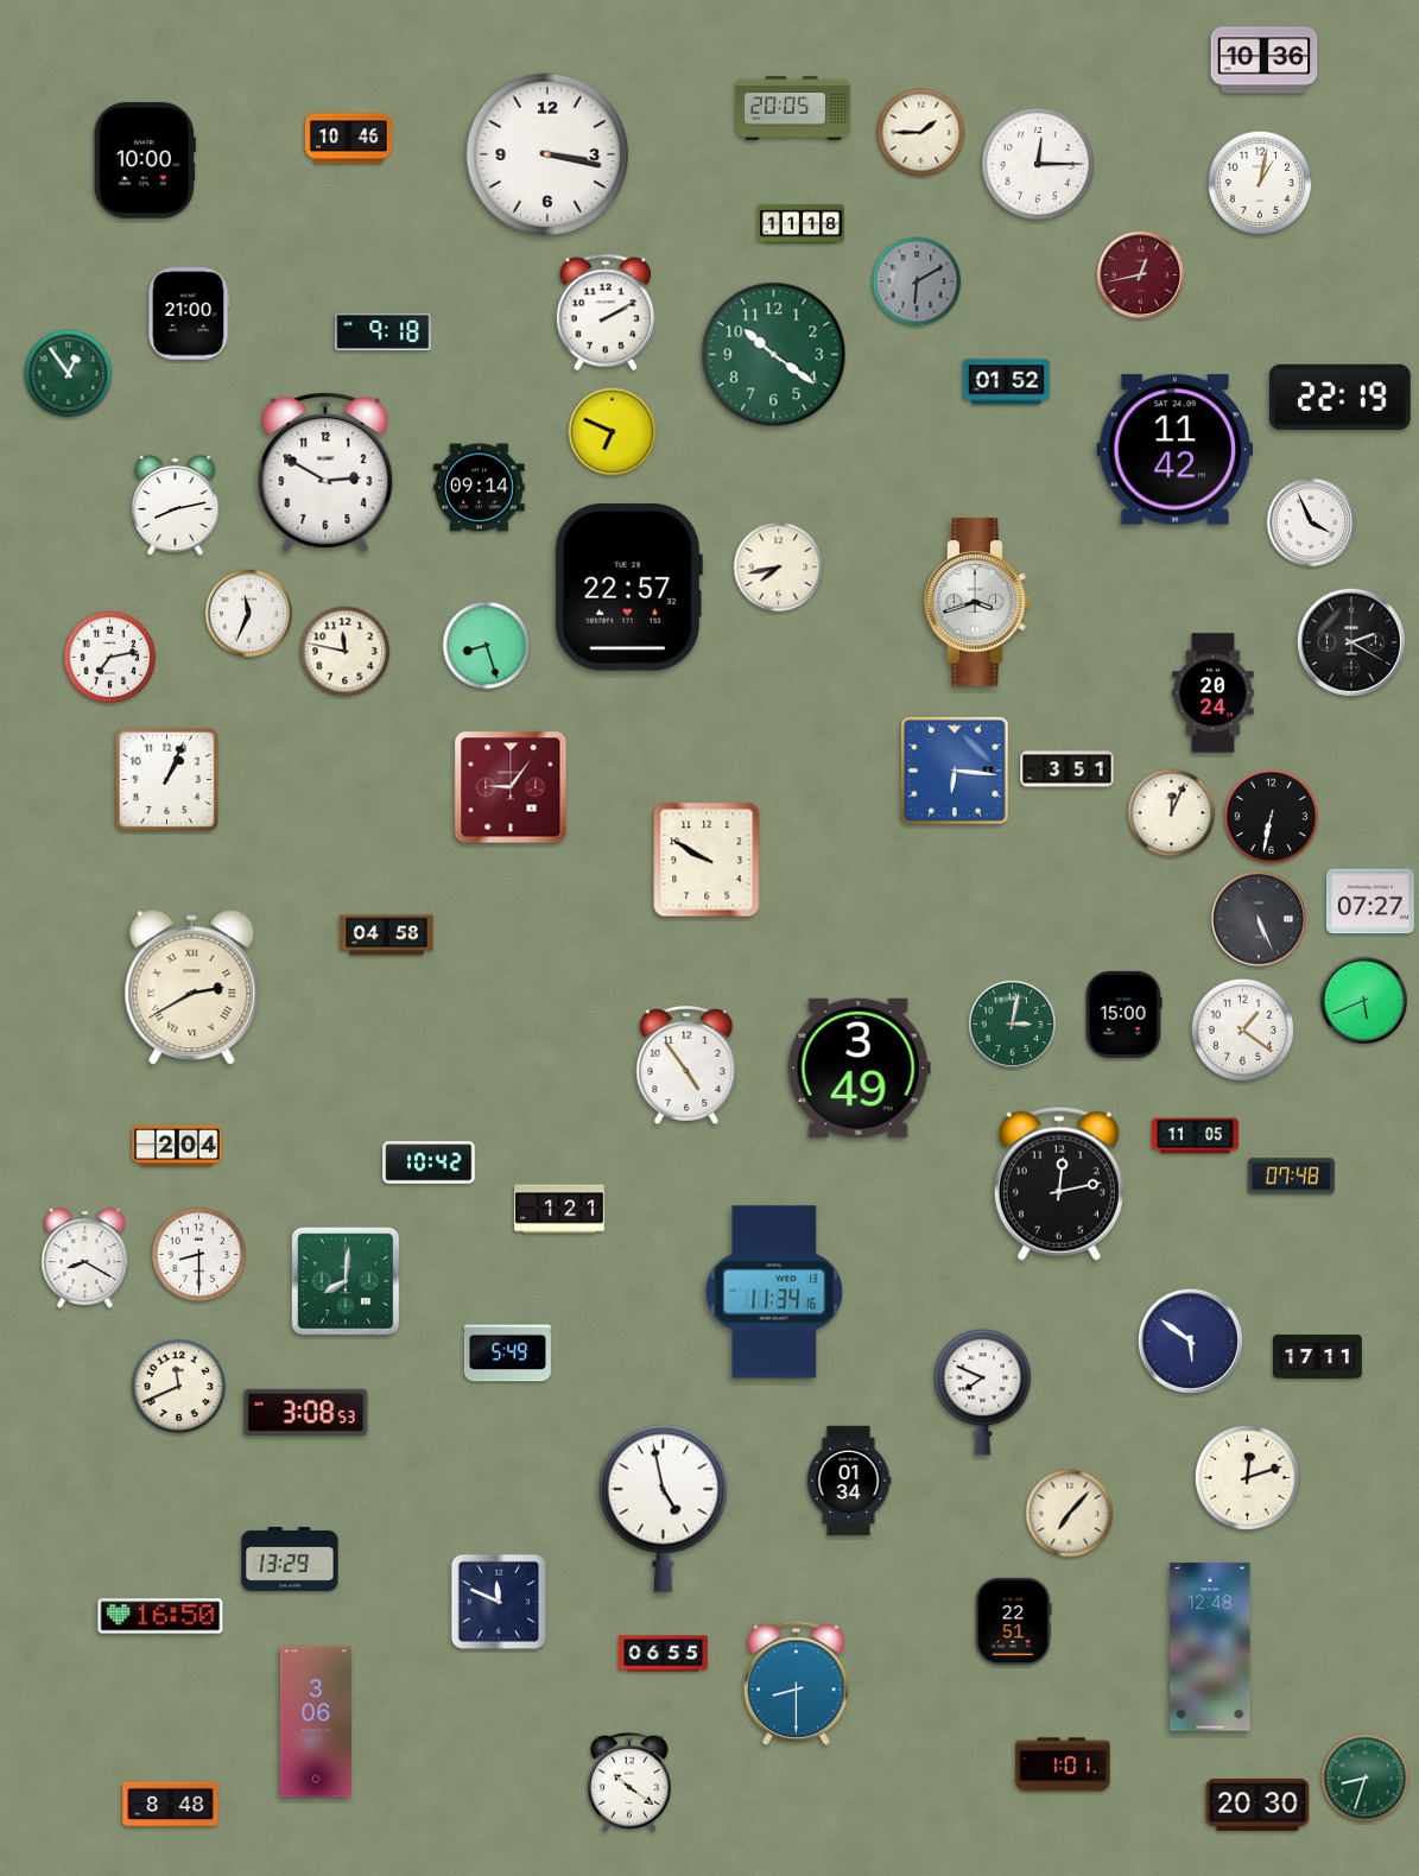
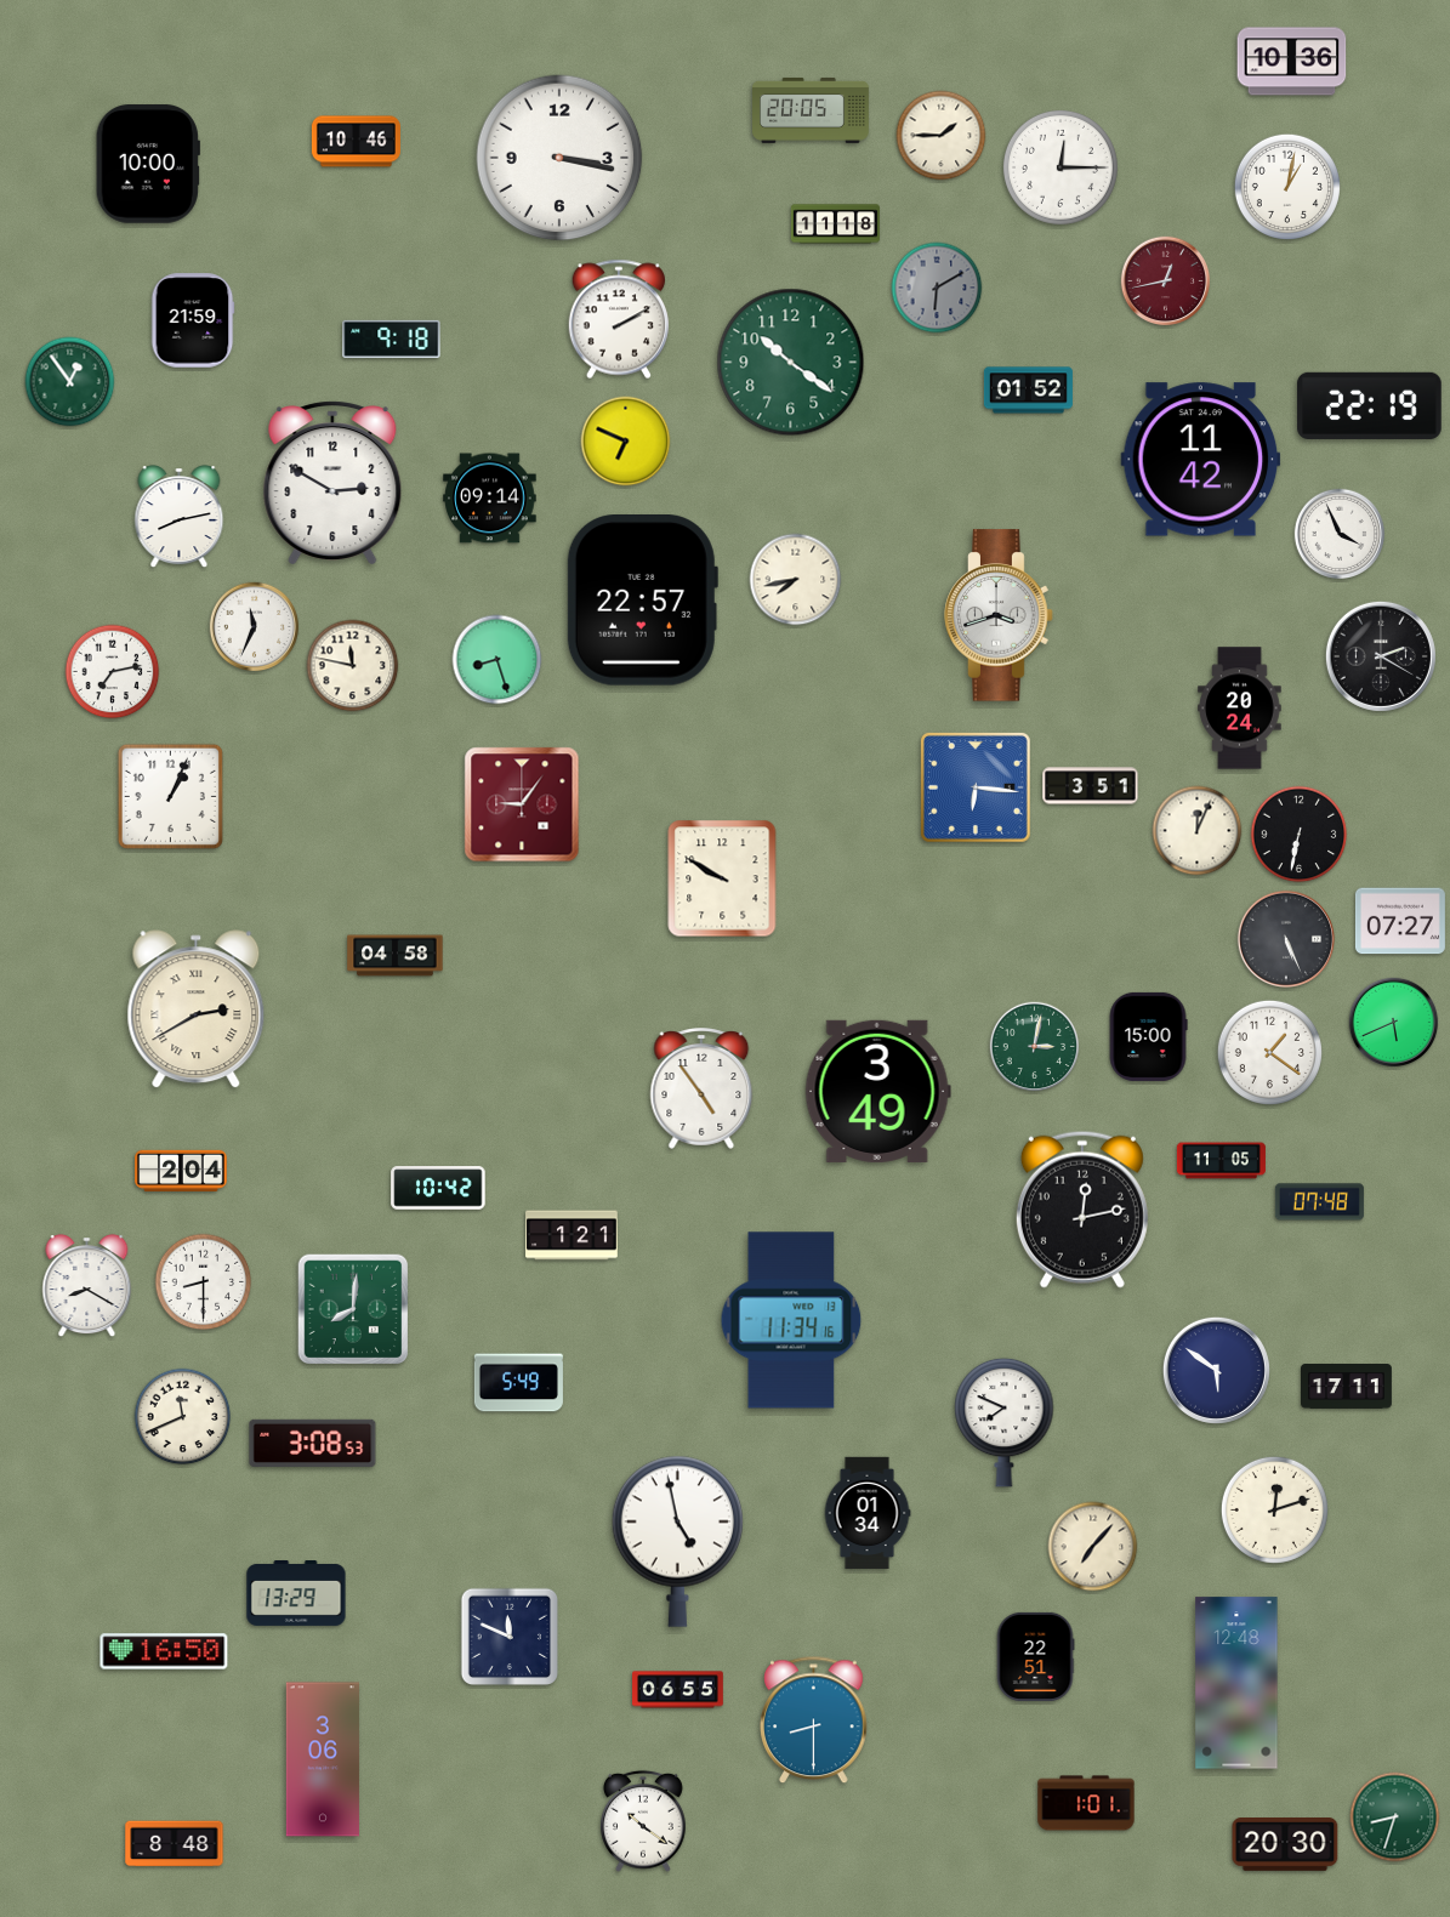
clock at (800, 224) position: (800, 224) -> (835, 224)
clock at (189, 313): 21:00 -> 21:59
